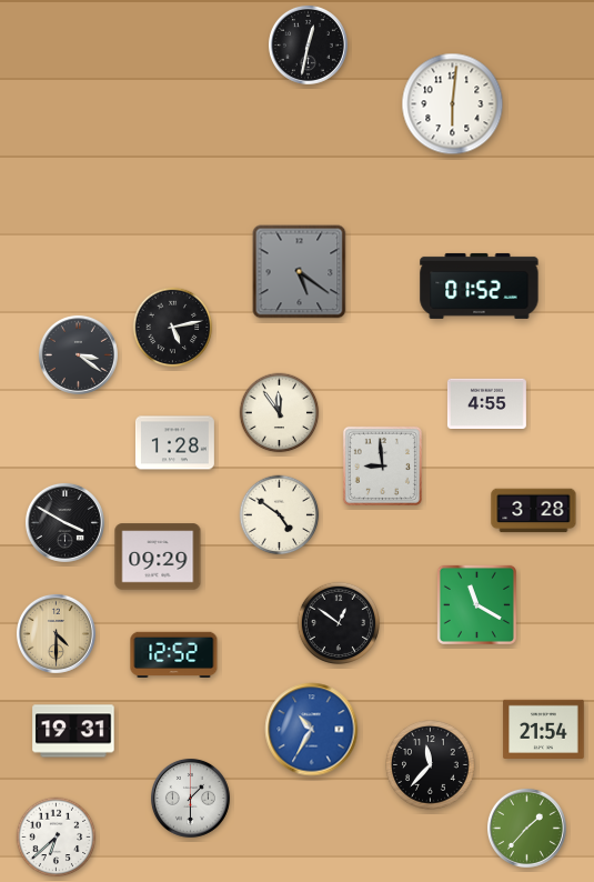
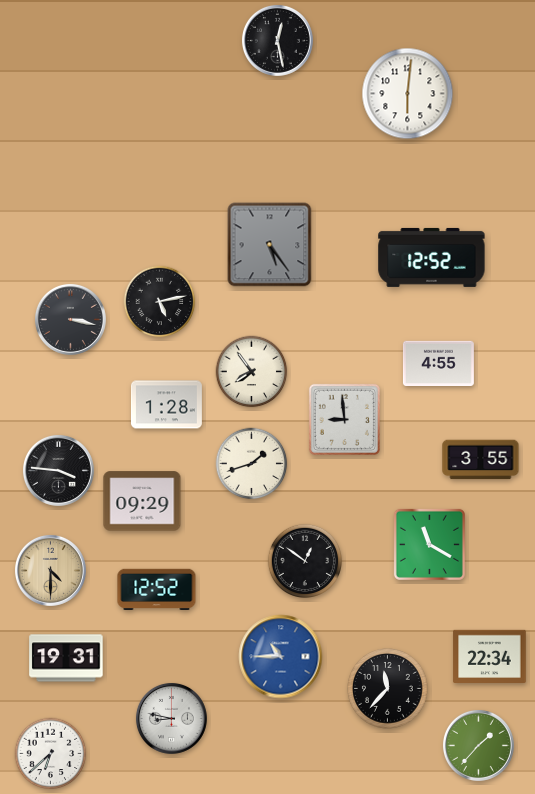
clock at (308, 44): 12:32 -> 12:28
clock at (300, 272): 5:21 -> 5:24
clock at (480, 285): 01:52 -> 12:52
clock at (173, 328) position: (173, 328) -> (160, 302)
clock at (78, 354): 3:21 -> 3:17
clock at (280, 413): 11:54 -> 7:54
clock at (174, 443) position: (174, 443) -> (166, 405)
clock at (534, 511): 3:28 -> 3:55
clock at (280, 515): 4:51 -> 1:42
clock at (64, 522): 3:50 -> 3:46
clock at (544, 729): 21:54 -> 22:34
clock at (312, 730): 10:35 -> 10:45
clock at (190, 798): 1:30 -> 8:47
clock at (526, 828) position: (526, 828) -> (478, 745)
